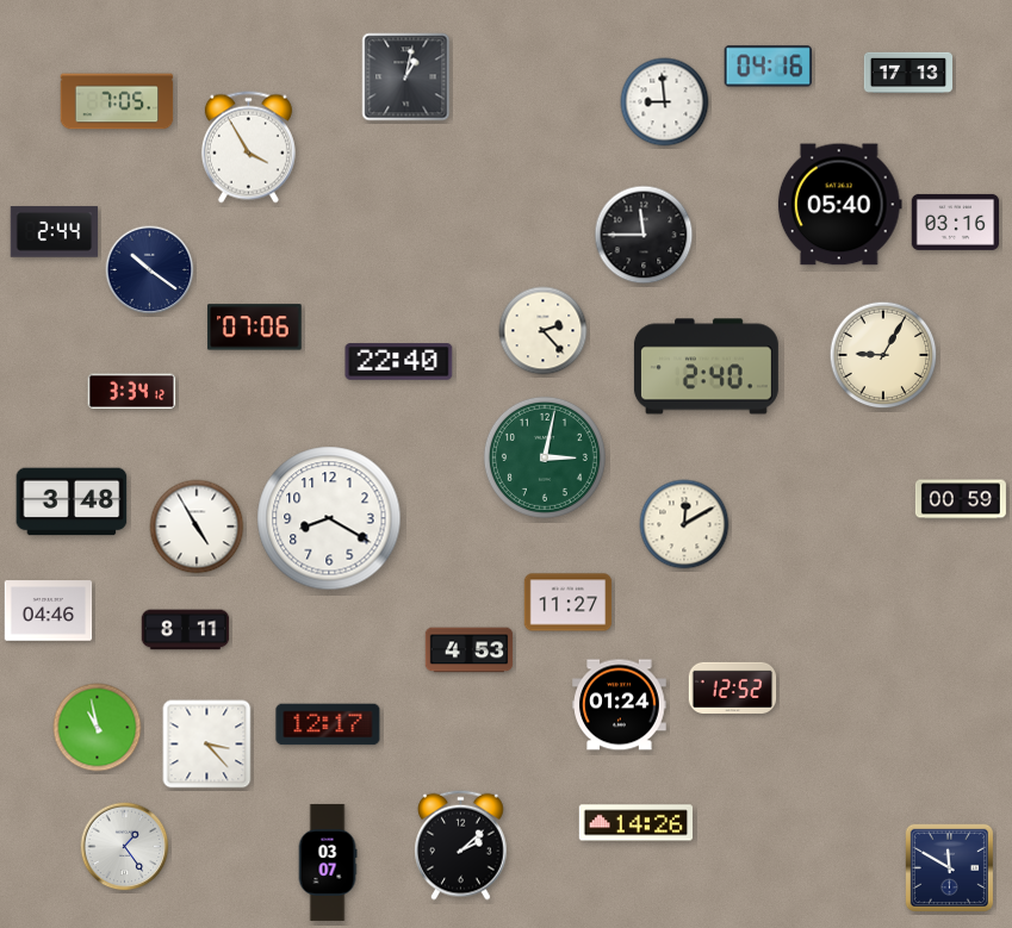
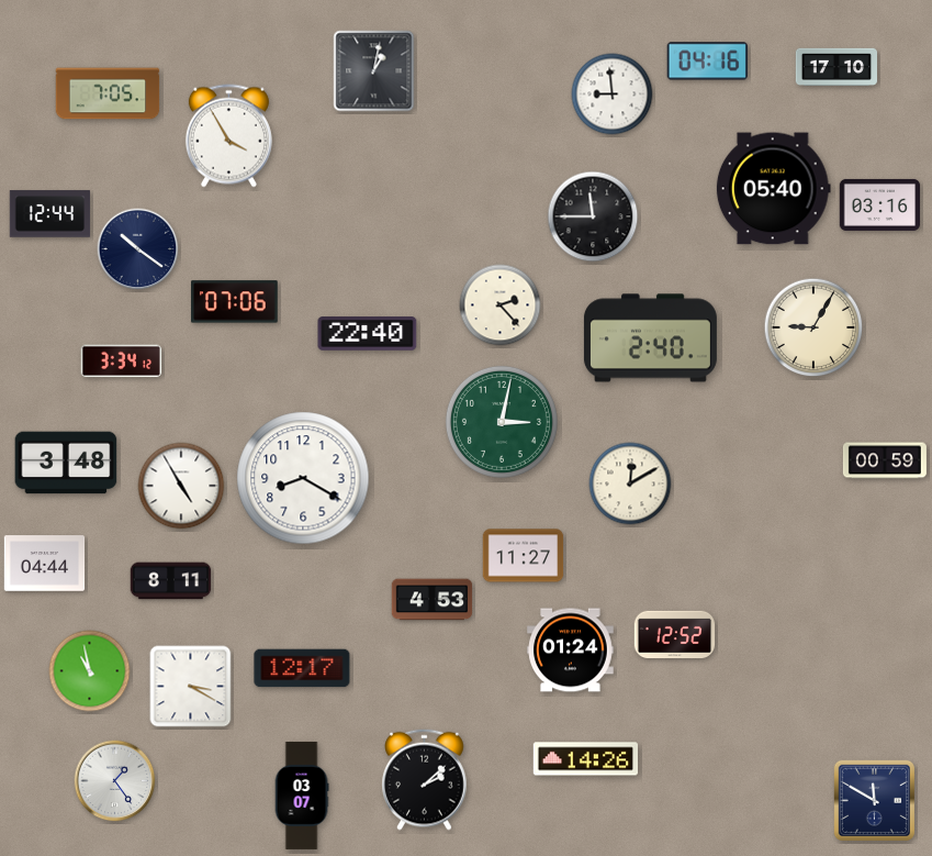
clock at (907, 71): 17:13 -> 17:10
clock at (55, 232): 2:44 -> 12:44
clock at (49, 611): 04:46 -> 04:44
clock at (207, 745): 3:23 -> 3:20
